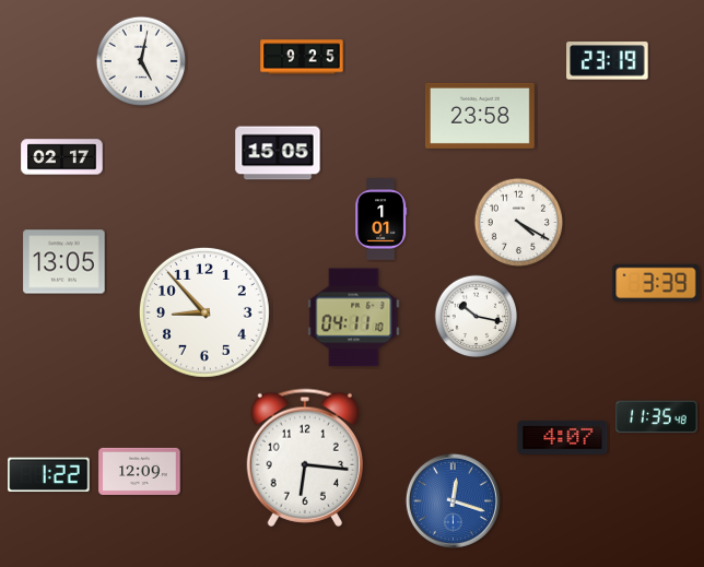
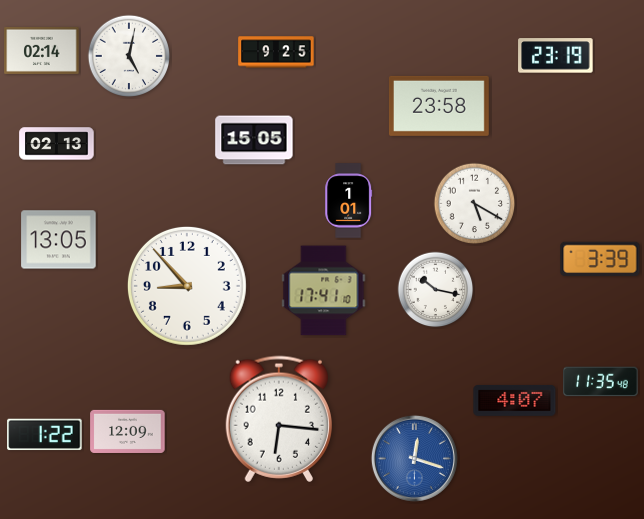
clock at (42, 50): none -> 02:14
clock at (62, 157): 02:17 -> 02:13
clock at (519, 223): 4:20 -> 5:20
clock at (354, 318): 04:11 -> 17:41
